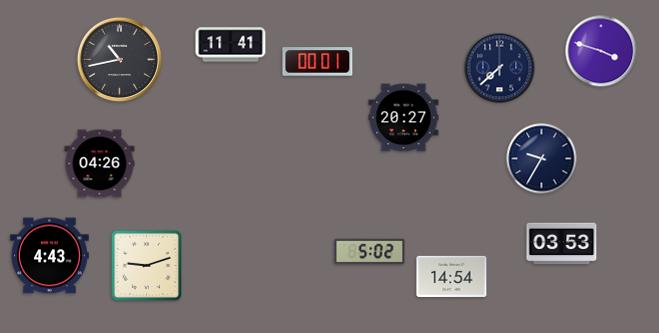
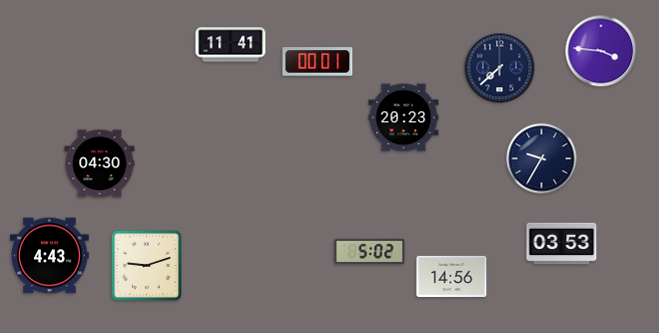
clock at (601, 51): 3:48 -> 3:46
clock at (119, 59): 10:43 -> none
clock at (404, 118): 20:27 -> 20:23
clock at (100, 164): 04:26 -> 04:30
clock at (452, 276): 14:54 -> 14:56
